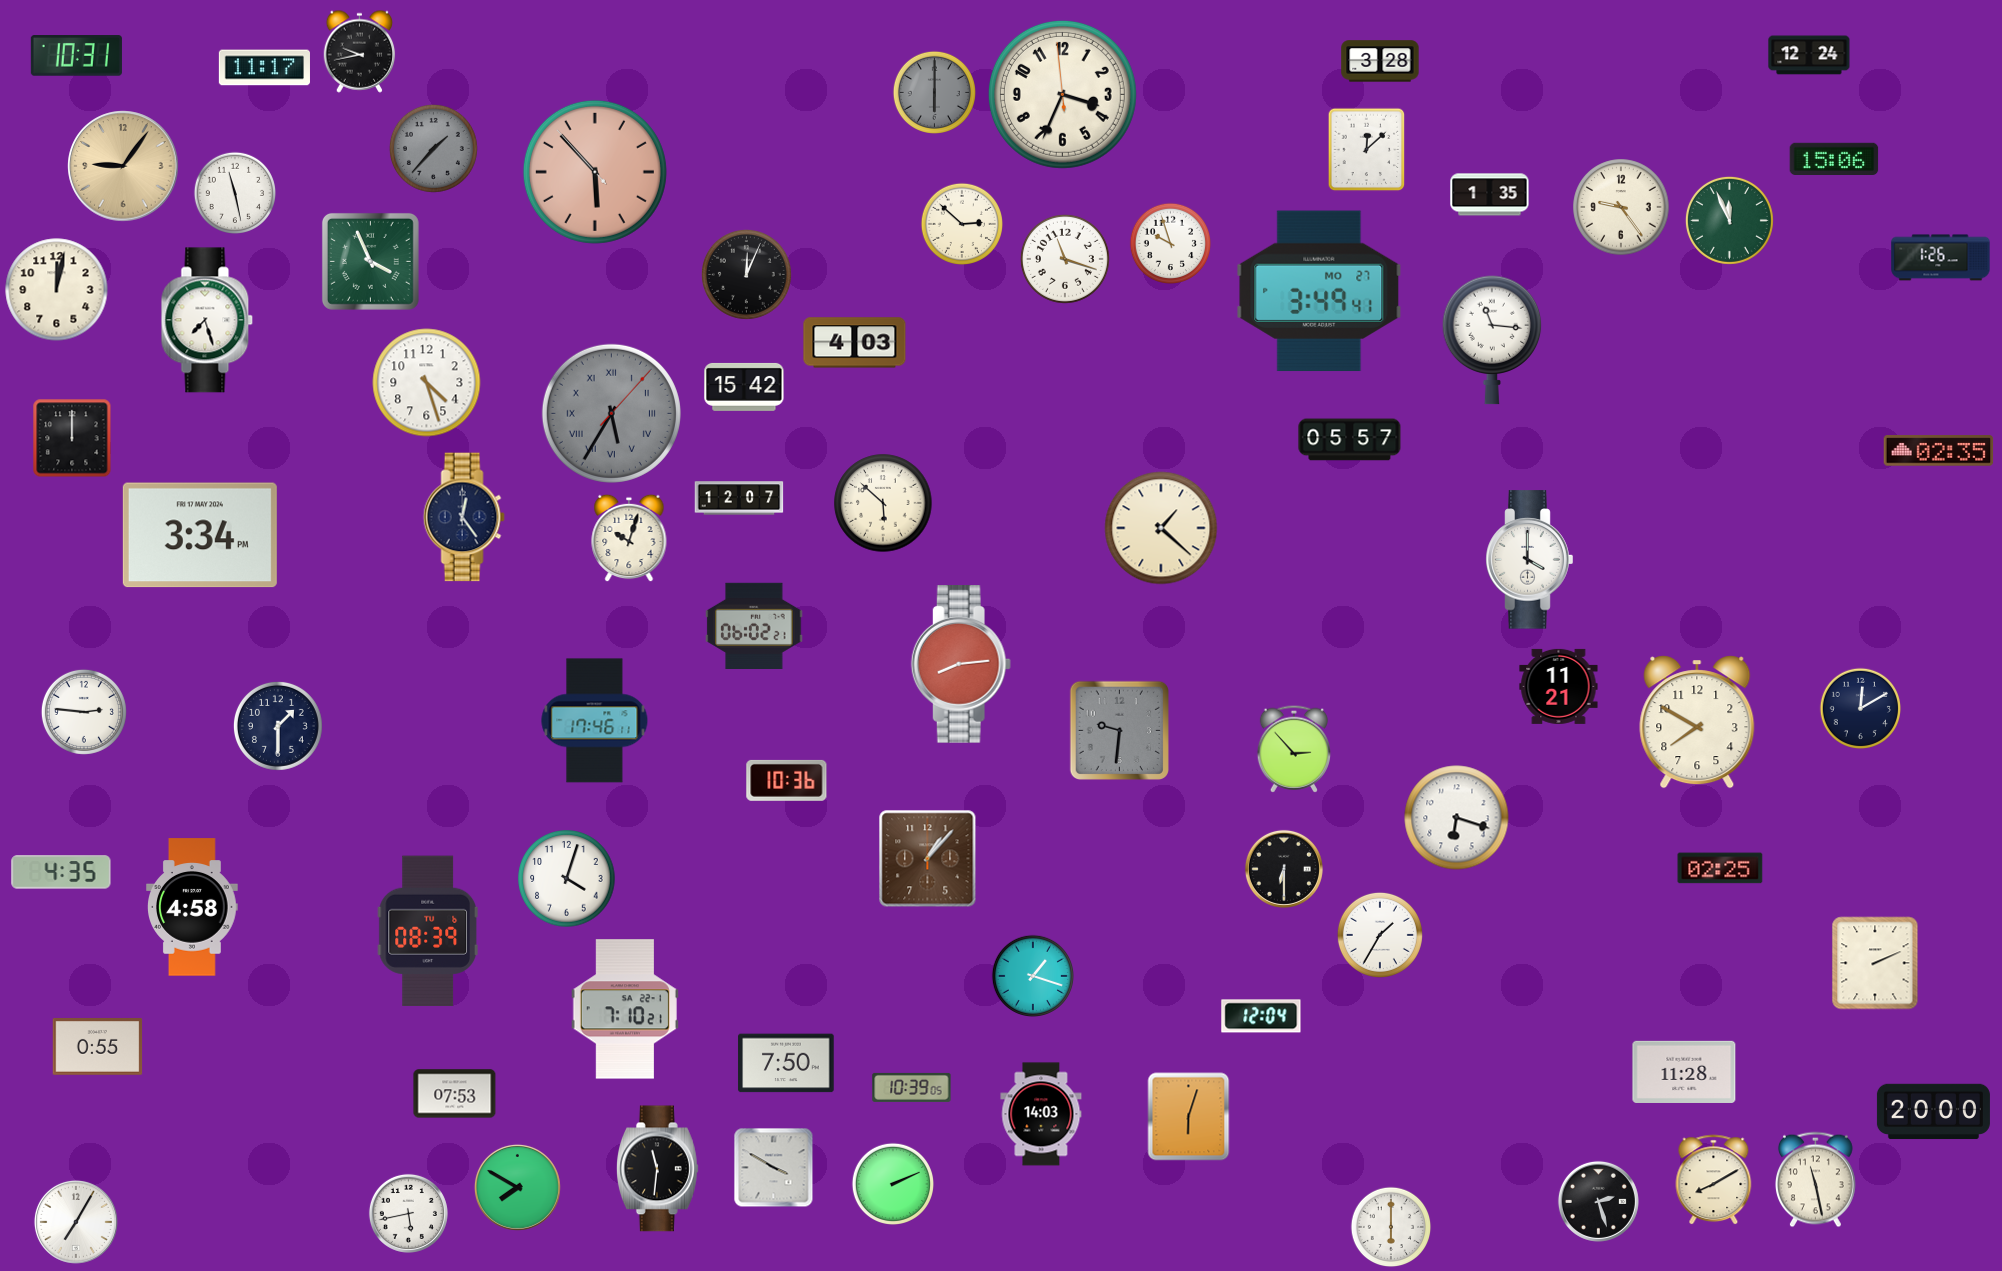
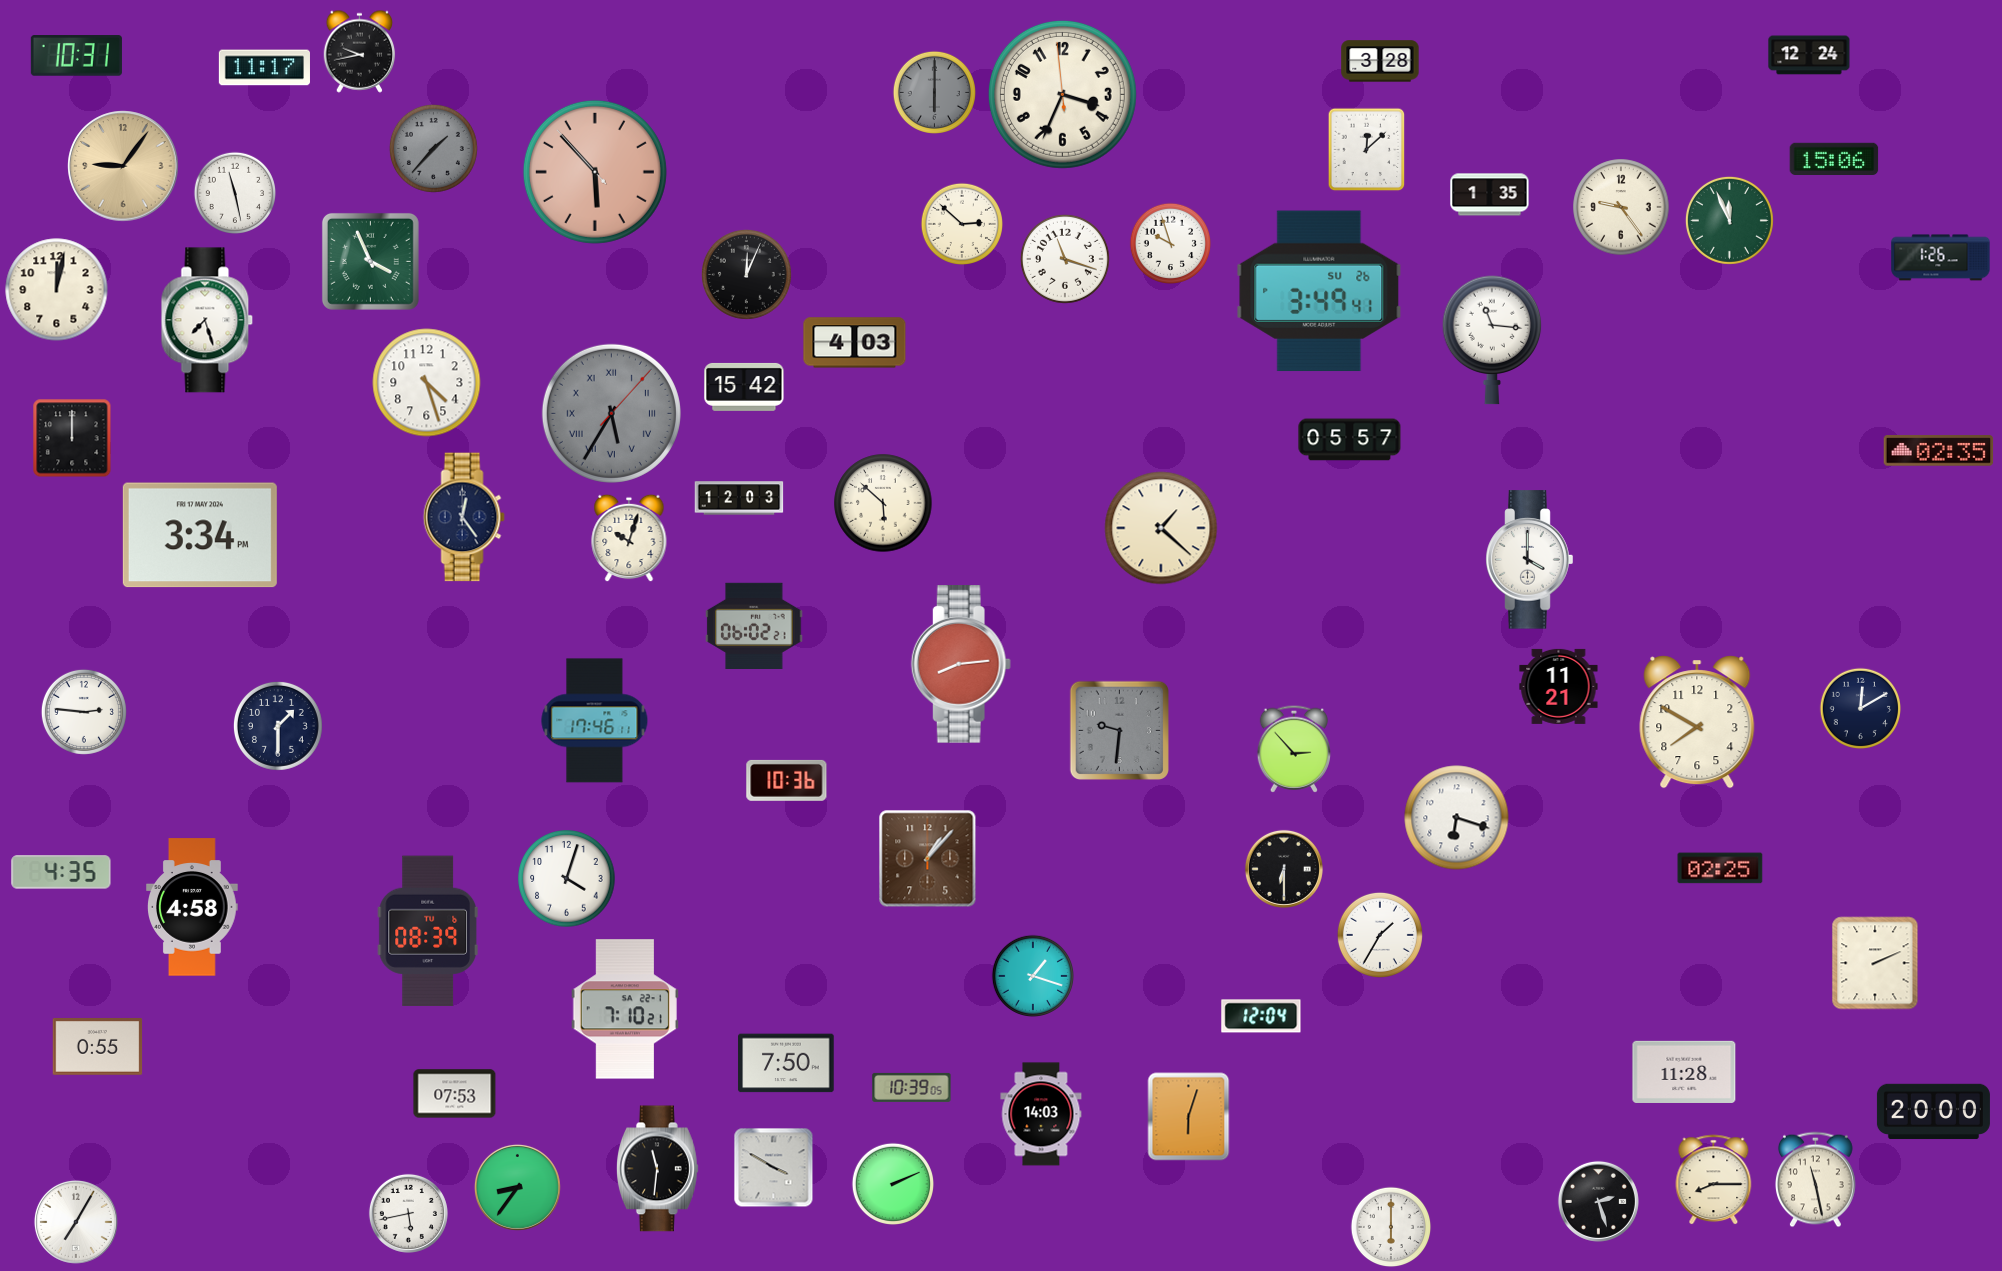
clock at (1319, 291) date: MO 27 -> SU 26
clock at (739, 498): 12:07 -> 12:03
clock at (1714, 1180): 8:10 -> 8:15
clock at (517, 1187): 7:50 -> 8:36
